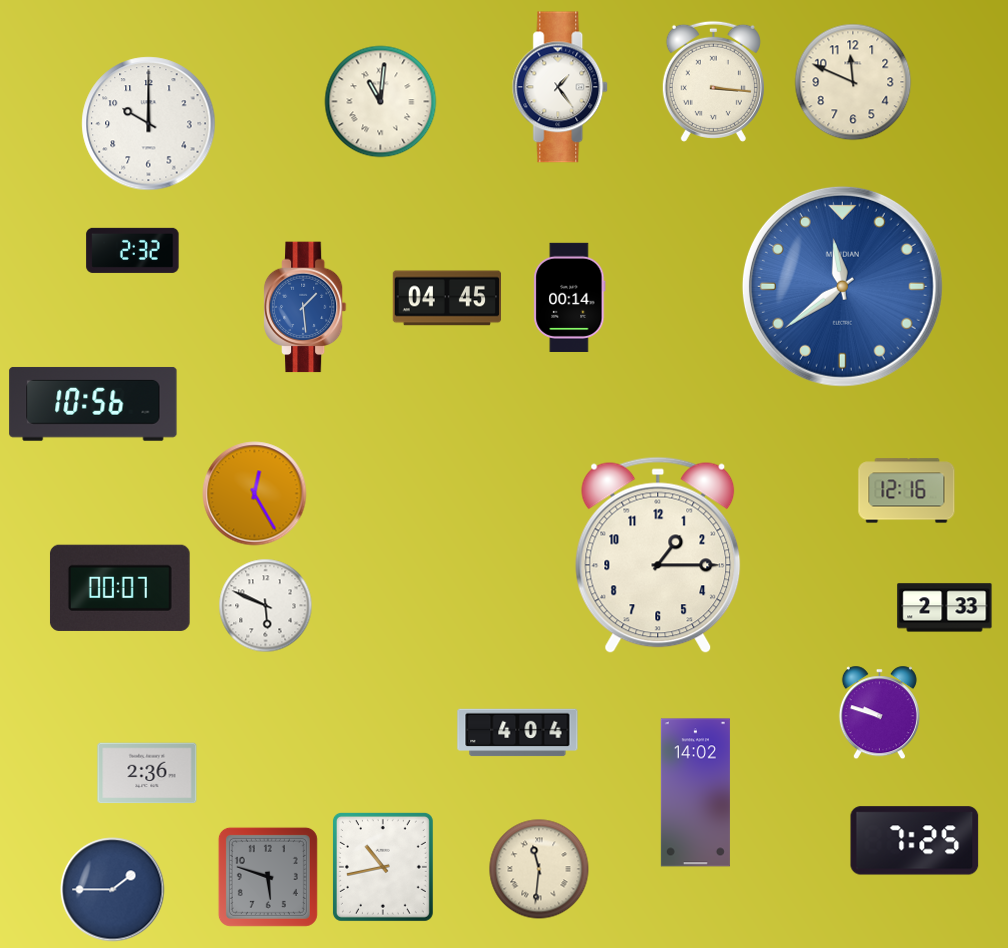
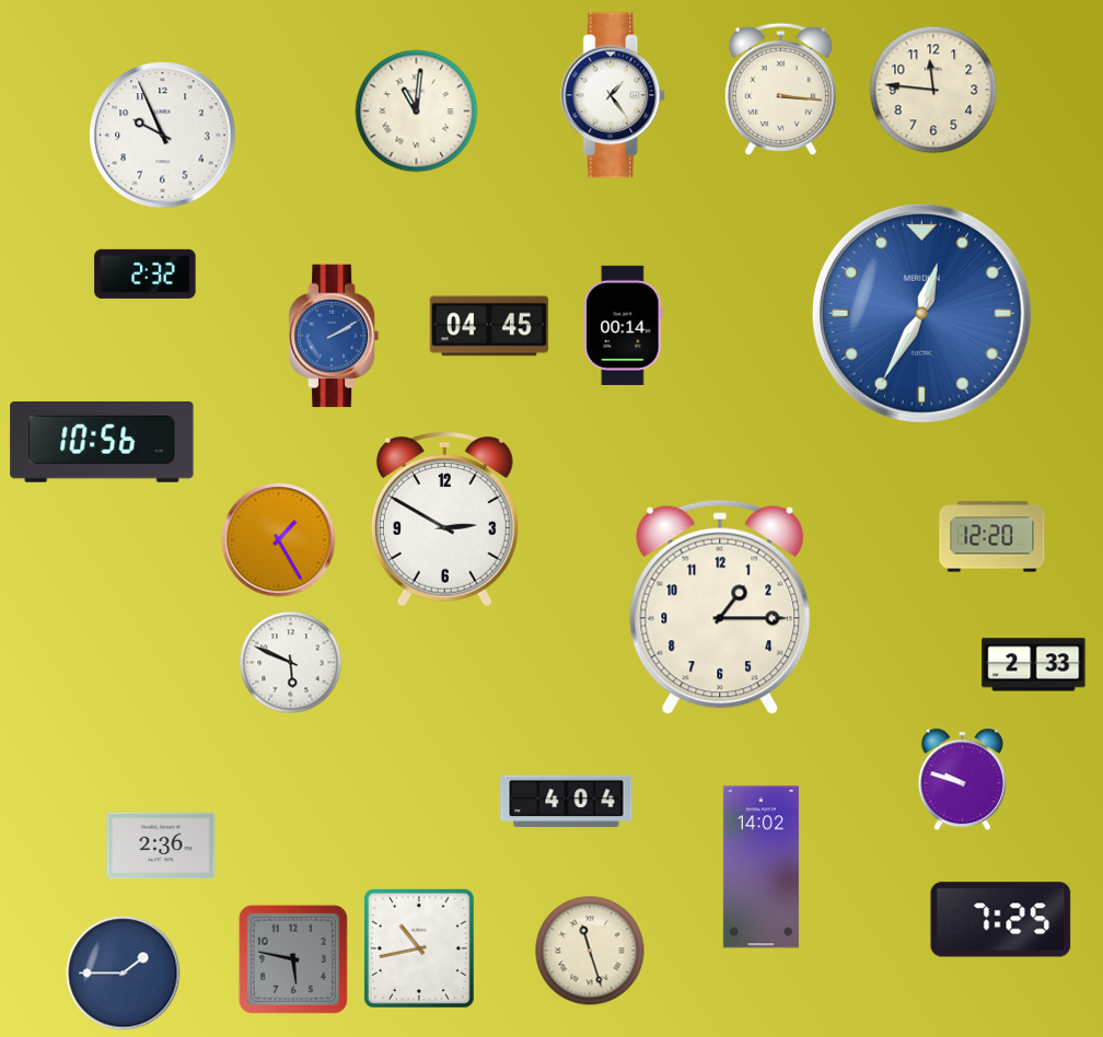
clock at (853, 82): 11:49 -> 11:46
clock at (149, 124): 10:00 -> 9:56
clock at (842, 286): 11:39 -> 12:35
clock at (305, 307): 1:29 -> 2:10
clock at (444, 518): none -> 2:50
clock at (907, 491): 12:16 -> 12:20
clock at (255, 494): 12:25 -> 1:25
clock at (120, 588): 00:07 -> none
clock at (539, 869): 11:31 -> 11:27
clock at (268, 877): 5:48 -> 5:47
